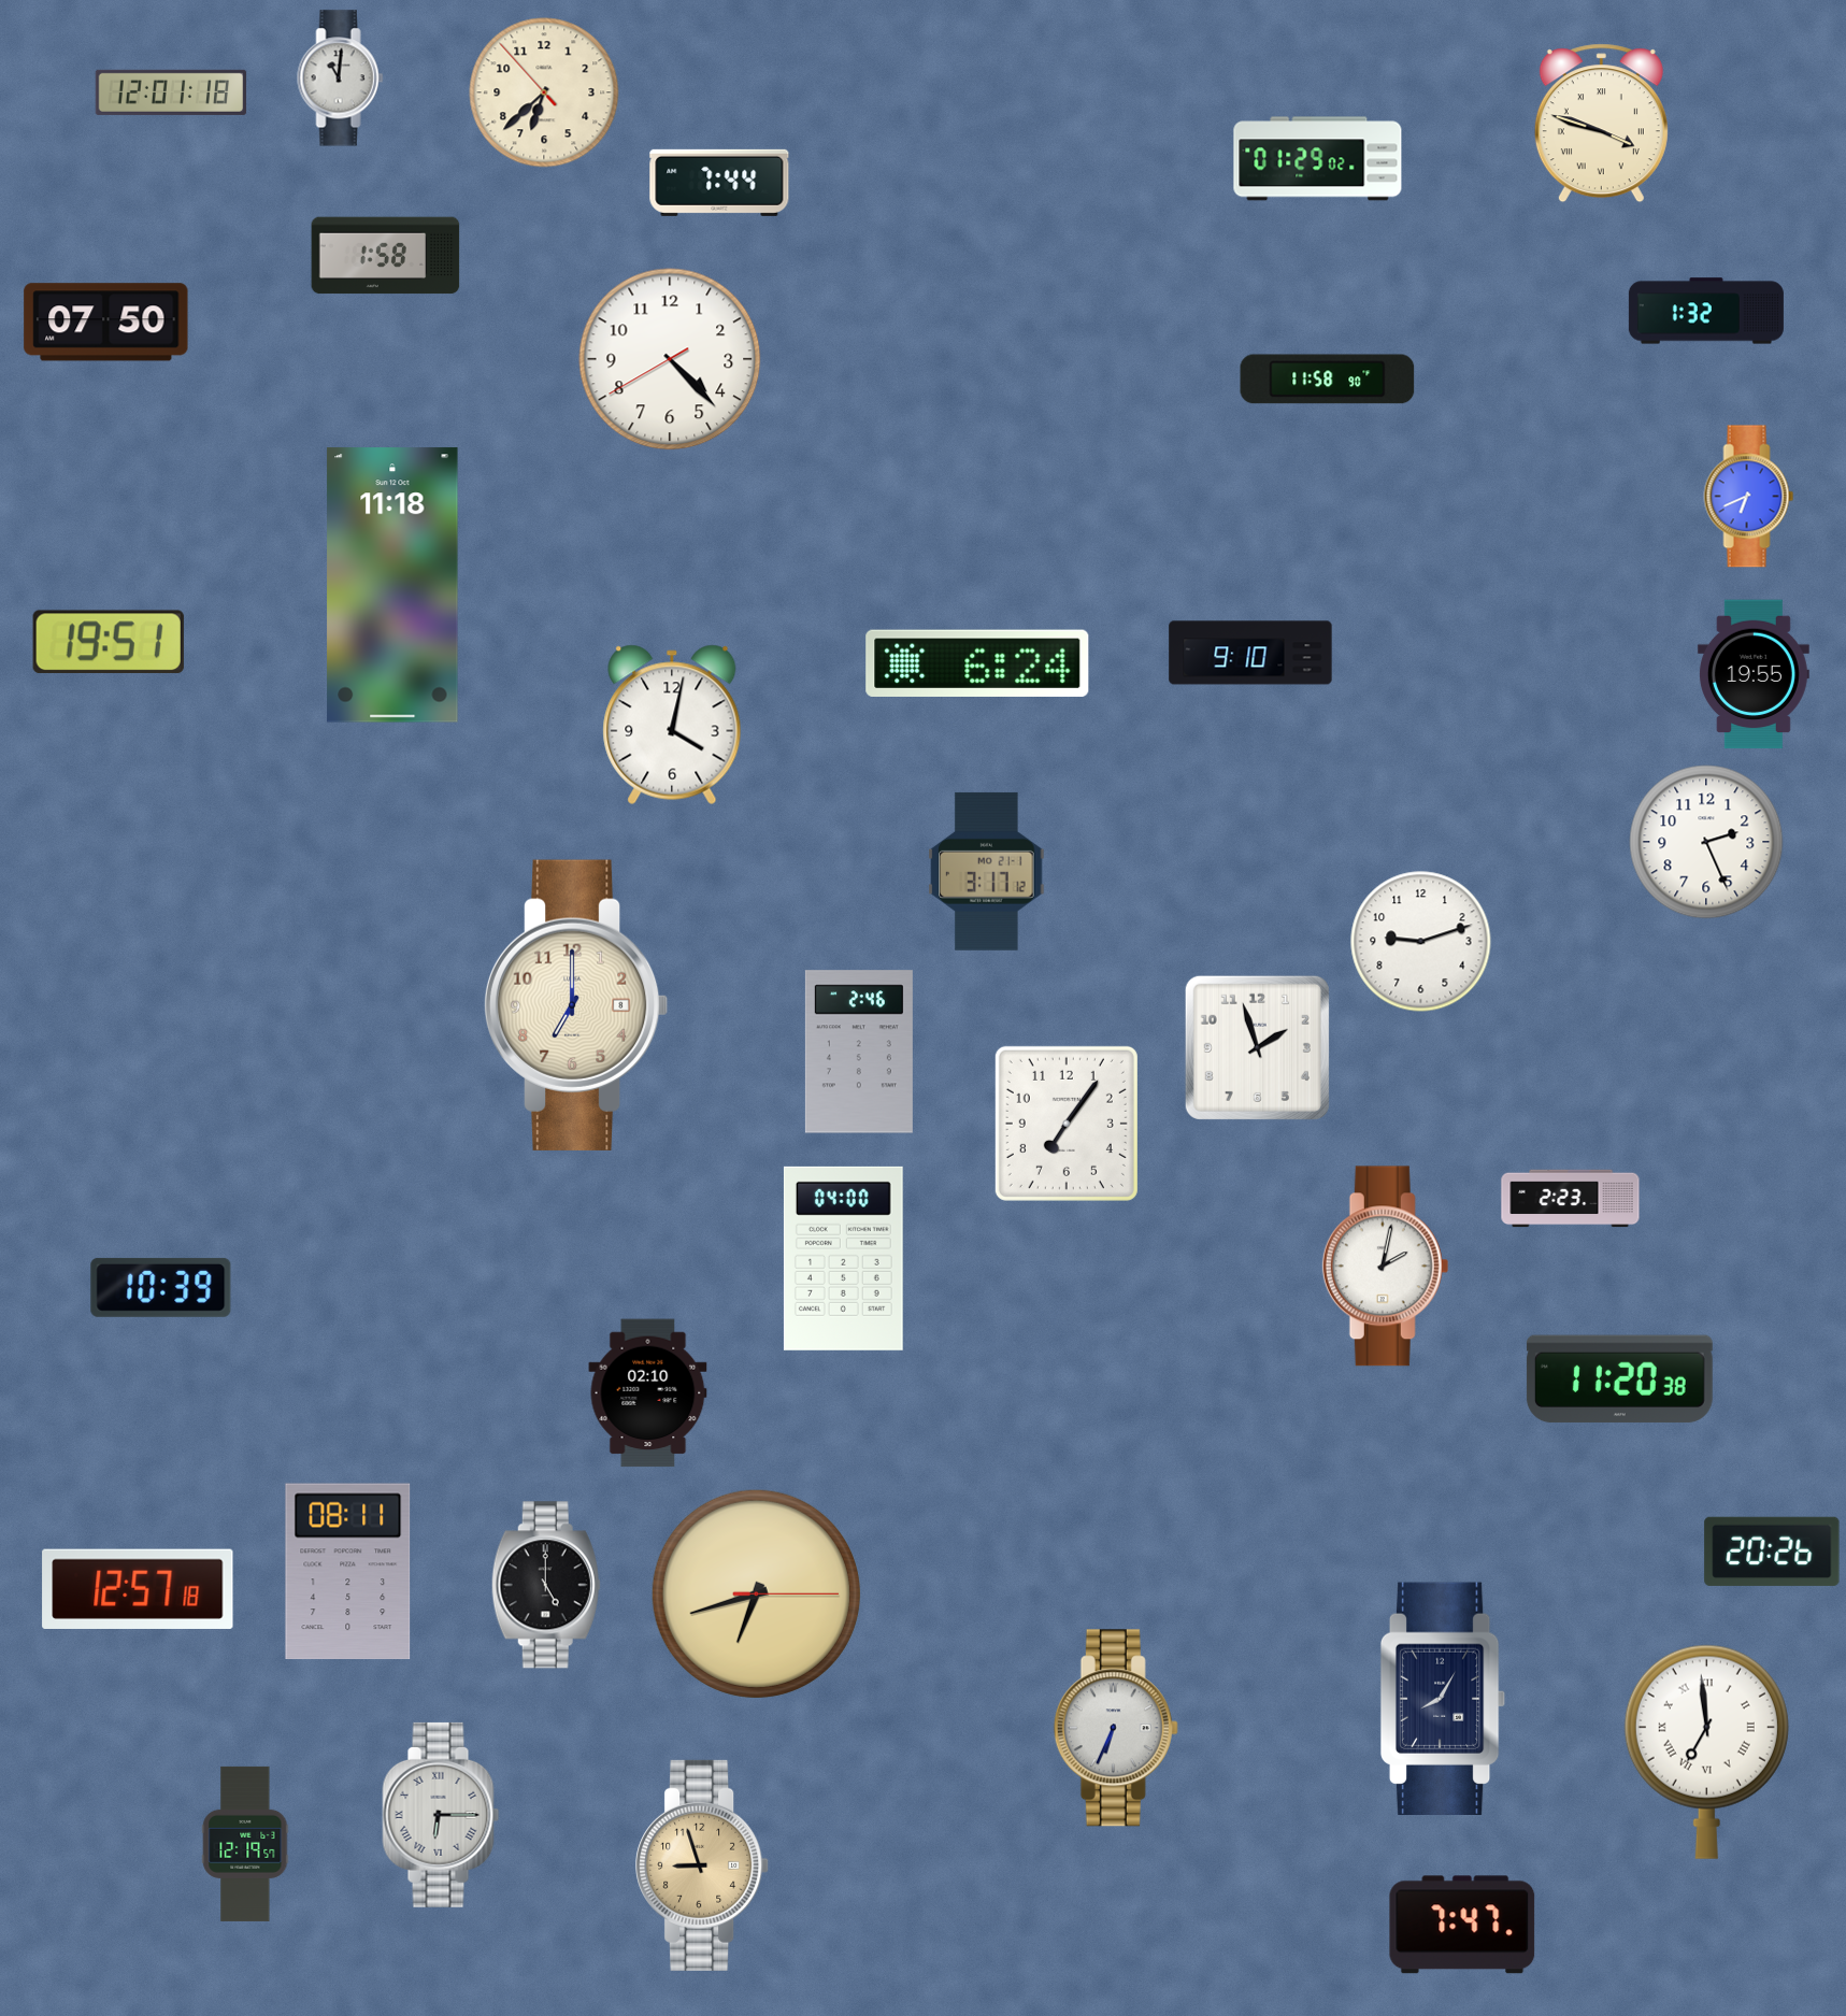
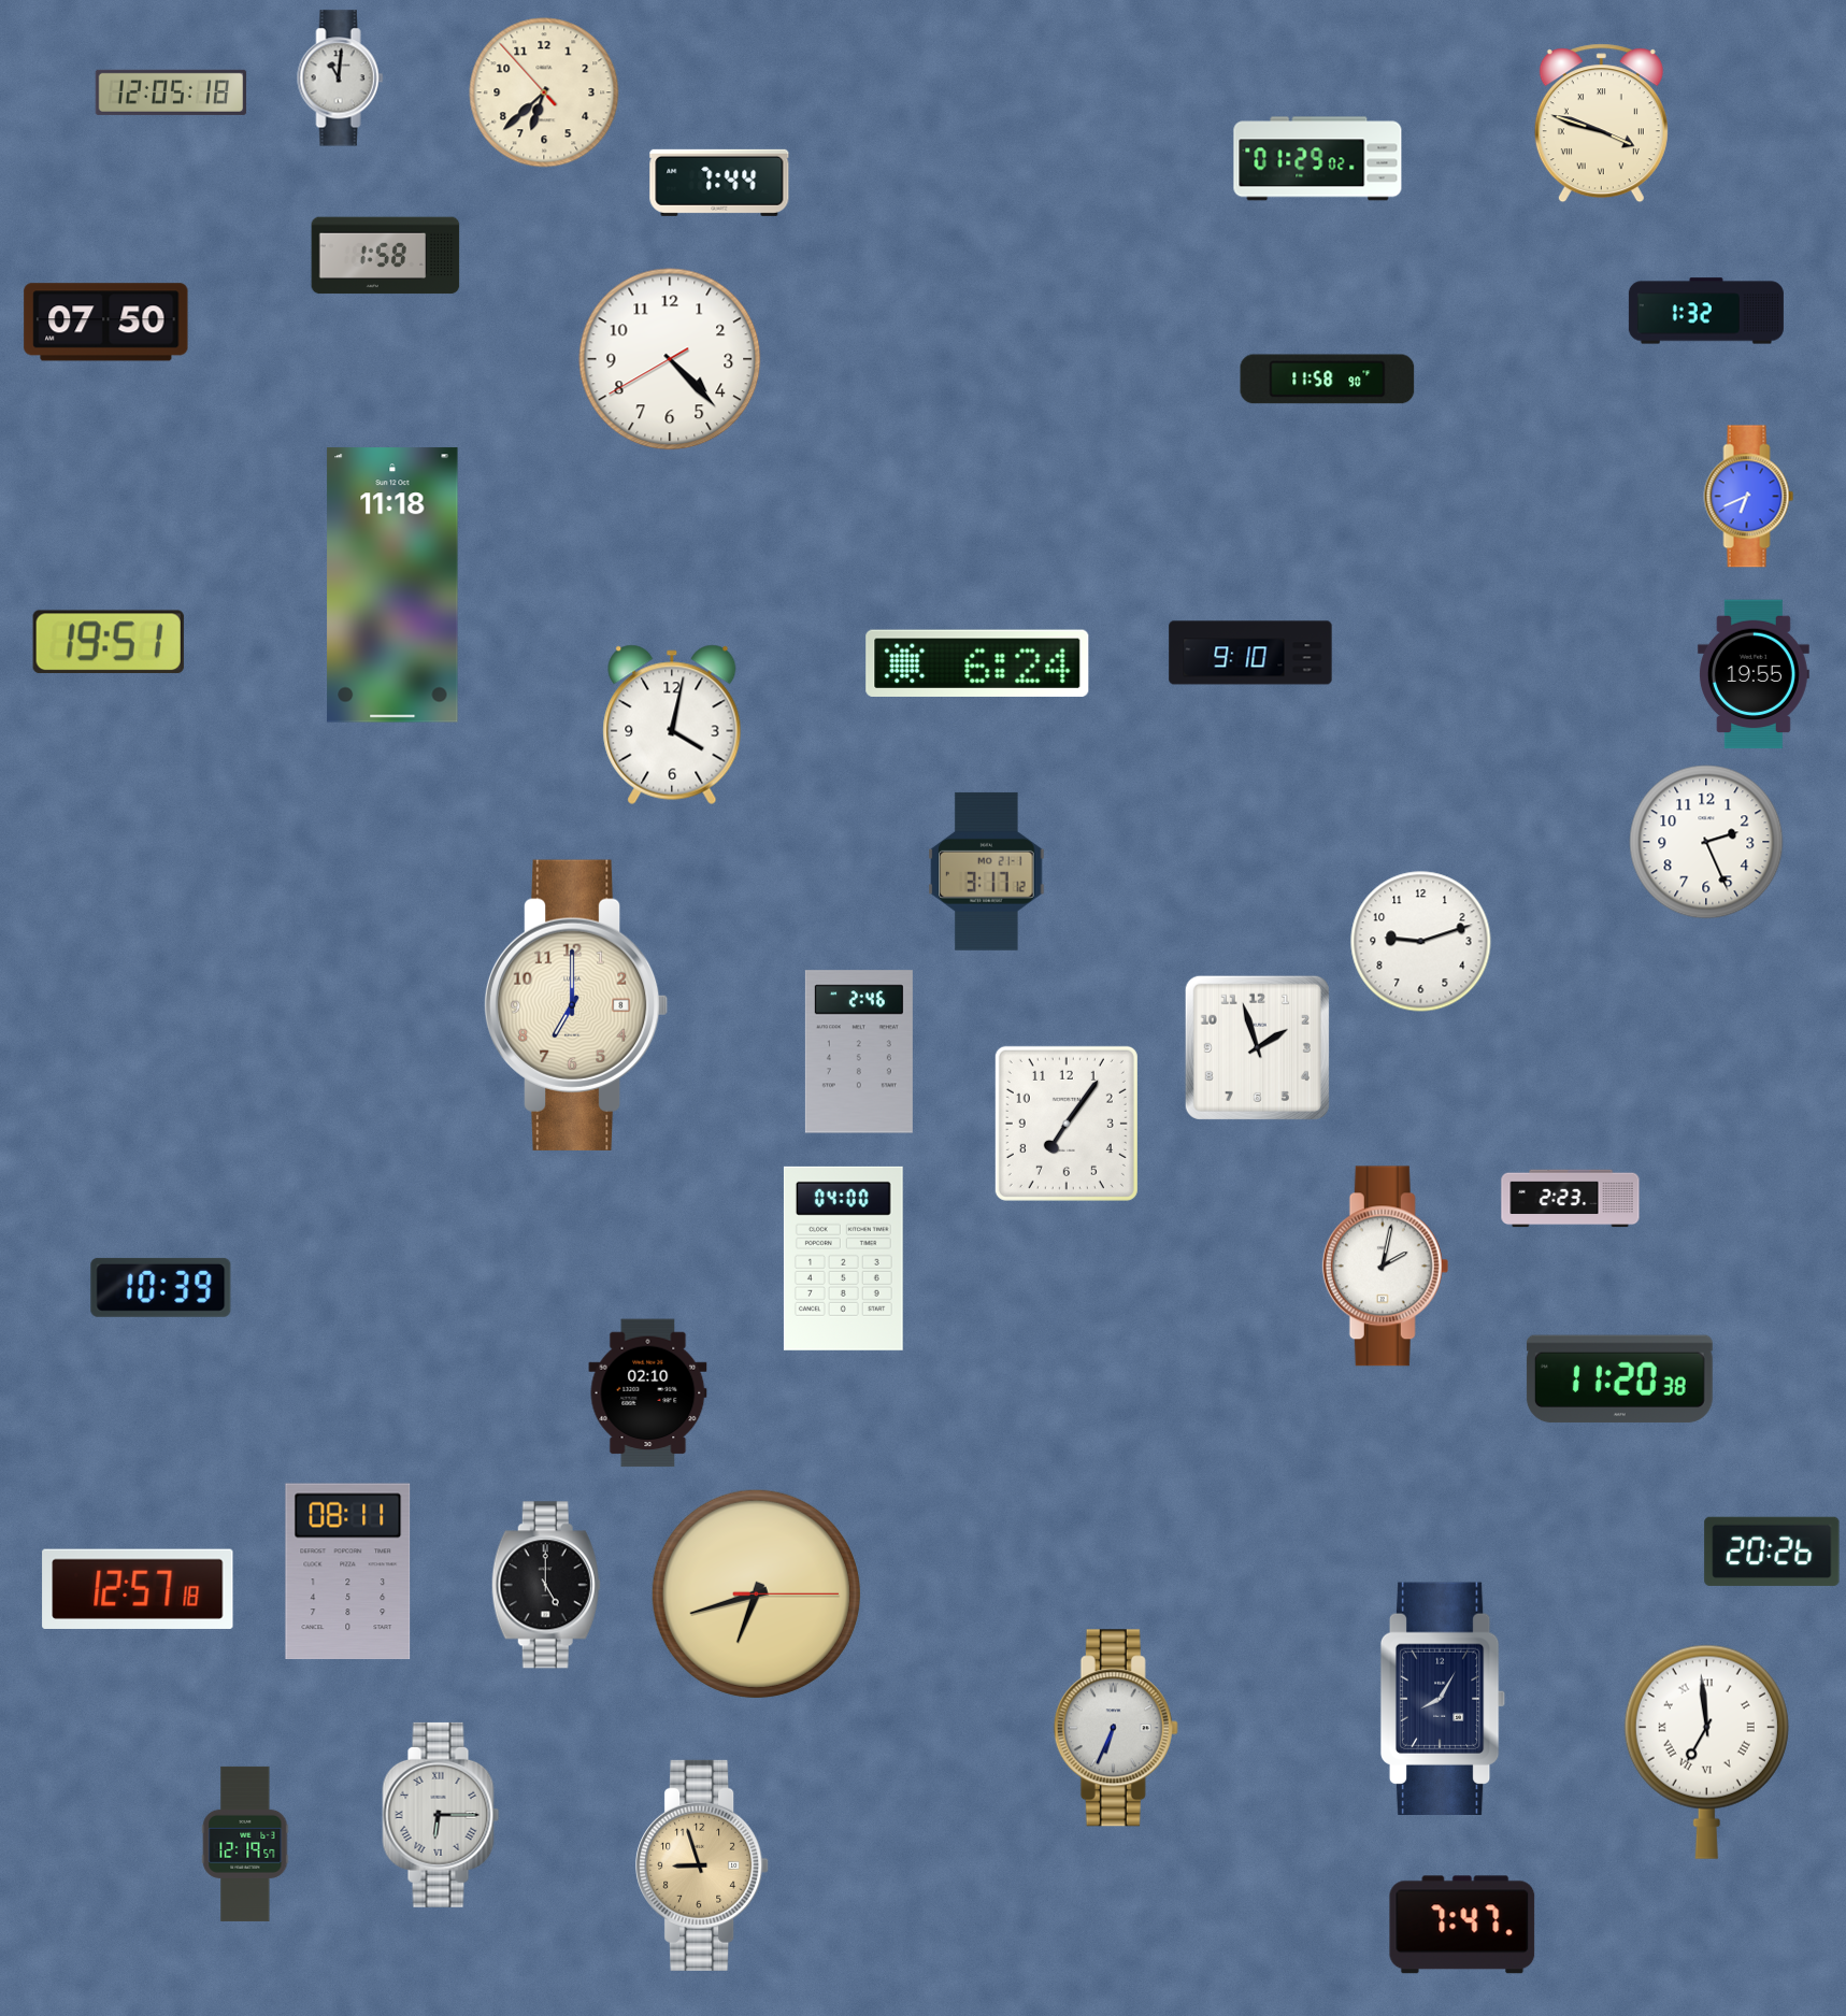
clock at (171, 92): 12:01 -> 12:05
